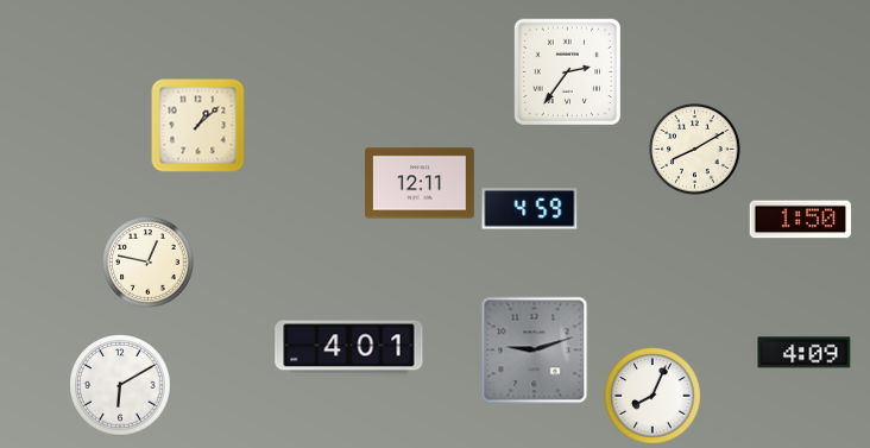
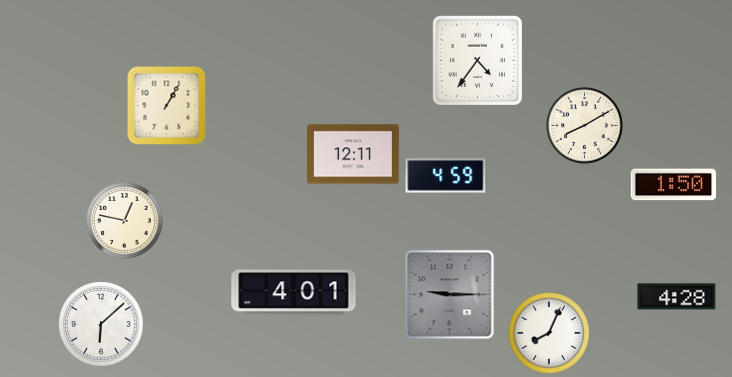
clock at (567, 71): 2:36 -> 4:36
clock at (198, 126): 1:08 -> 1:05
clock at (535, 351): 9:12 -> 9:15
clock at (805, 353): 4:09 -> 4:28
clock at (120, 385): 6:10 -> 6:08
